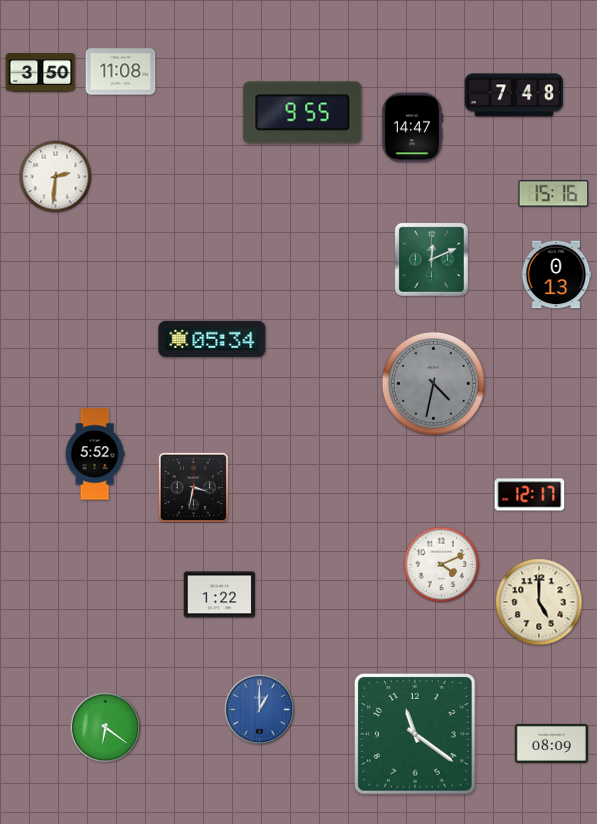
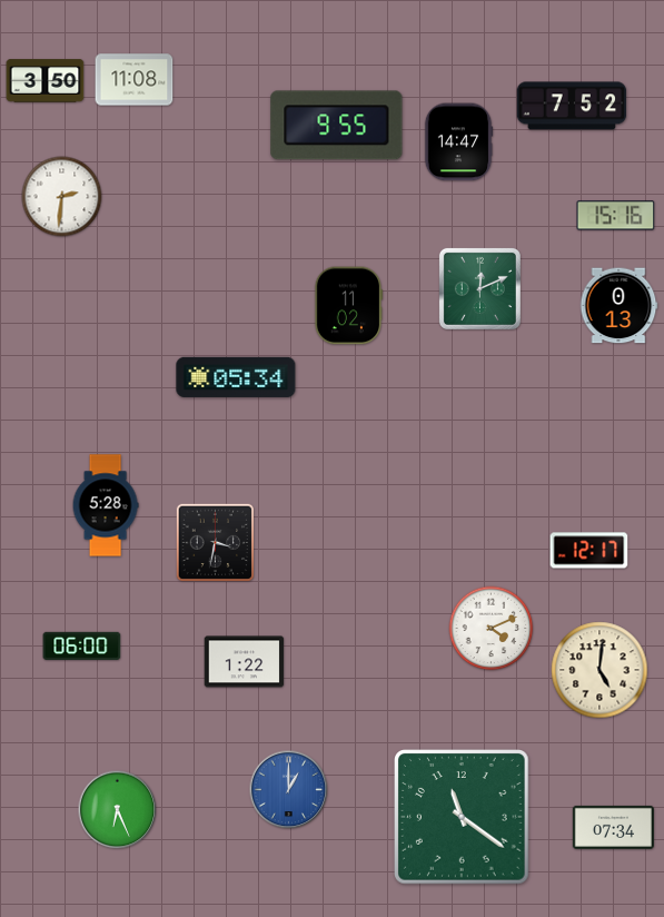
clock at (514, 95): 7:48 -> 7:52
clock at (349, 306): none -> 11:02
clock at (433, 383): 4:32 -> none
clock at (95, 454): 5:52 -> 5:28
clock at (82, 645): none -> 06:00
clock at (539, 602): 5:00 -> 5:01
clock at (106, 728): 6:21 -> 6:26
clock at (551, 743): 08:09 -> 07:34
